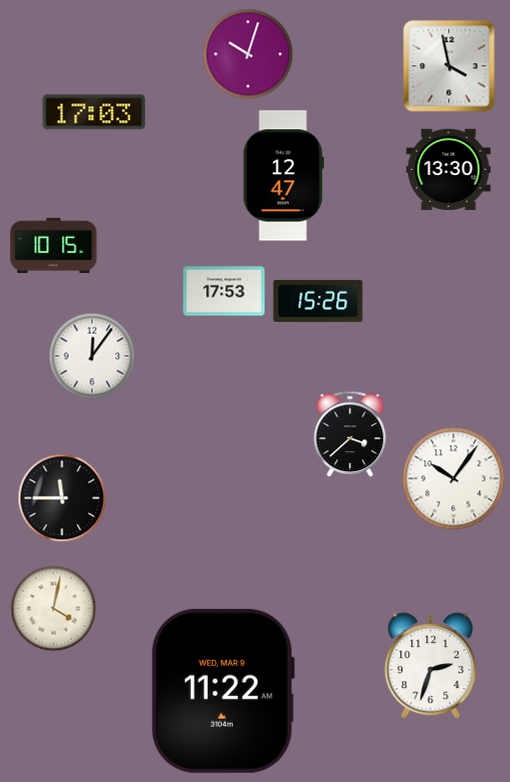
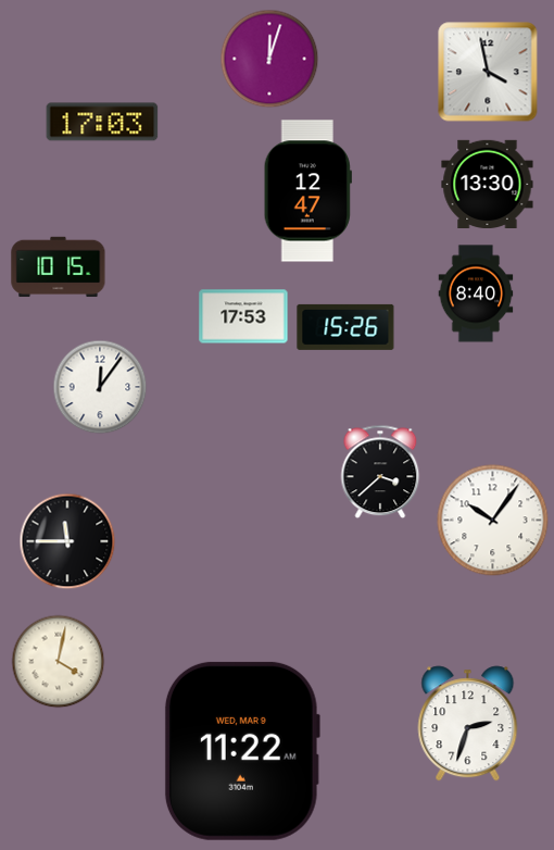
clock at (248, 54): 10:03 -> 12:03
clock at (476, 293): none -> 8:40
